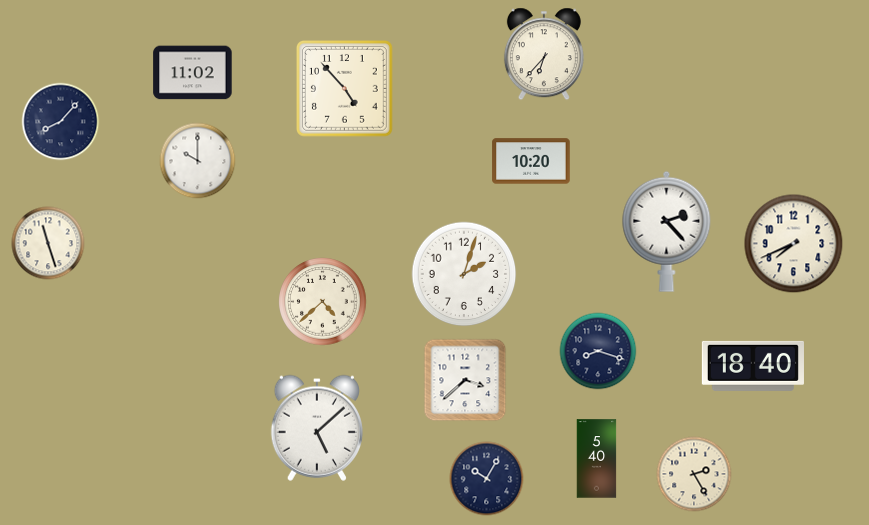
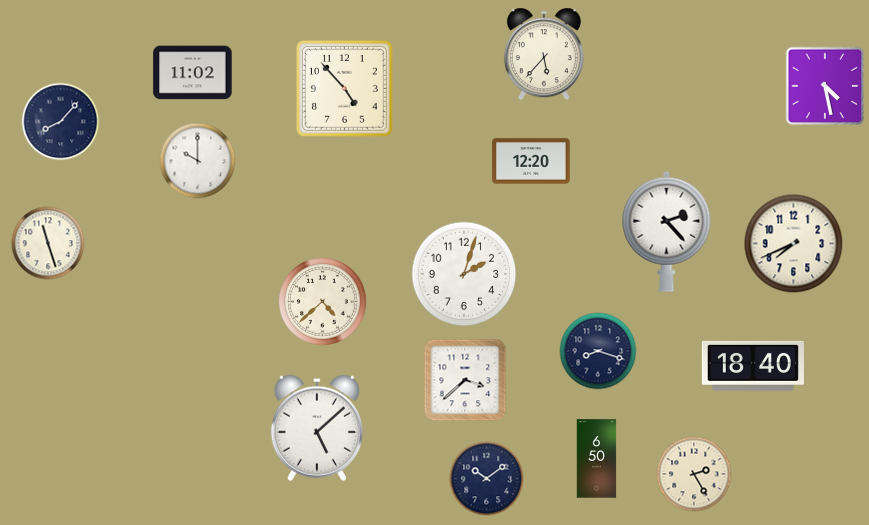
clock at (544, 54): 6:37 -> 5:37
clock at (825, 86): none -> 4:28
clock at (531, 161): 10:20 -> 12:20
clock at (597, 459): 5:40 -> 6:50
clock at (487, 479): 10:05 -> 10:09
